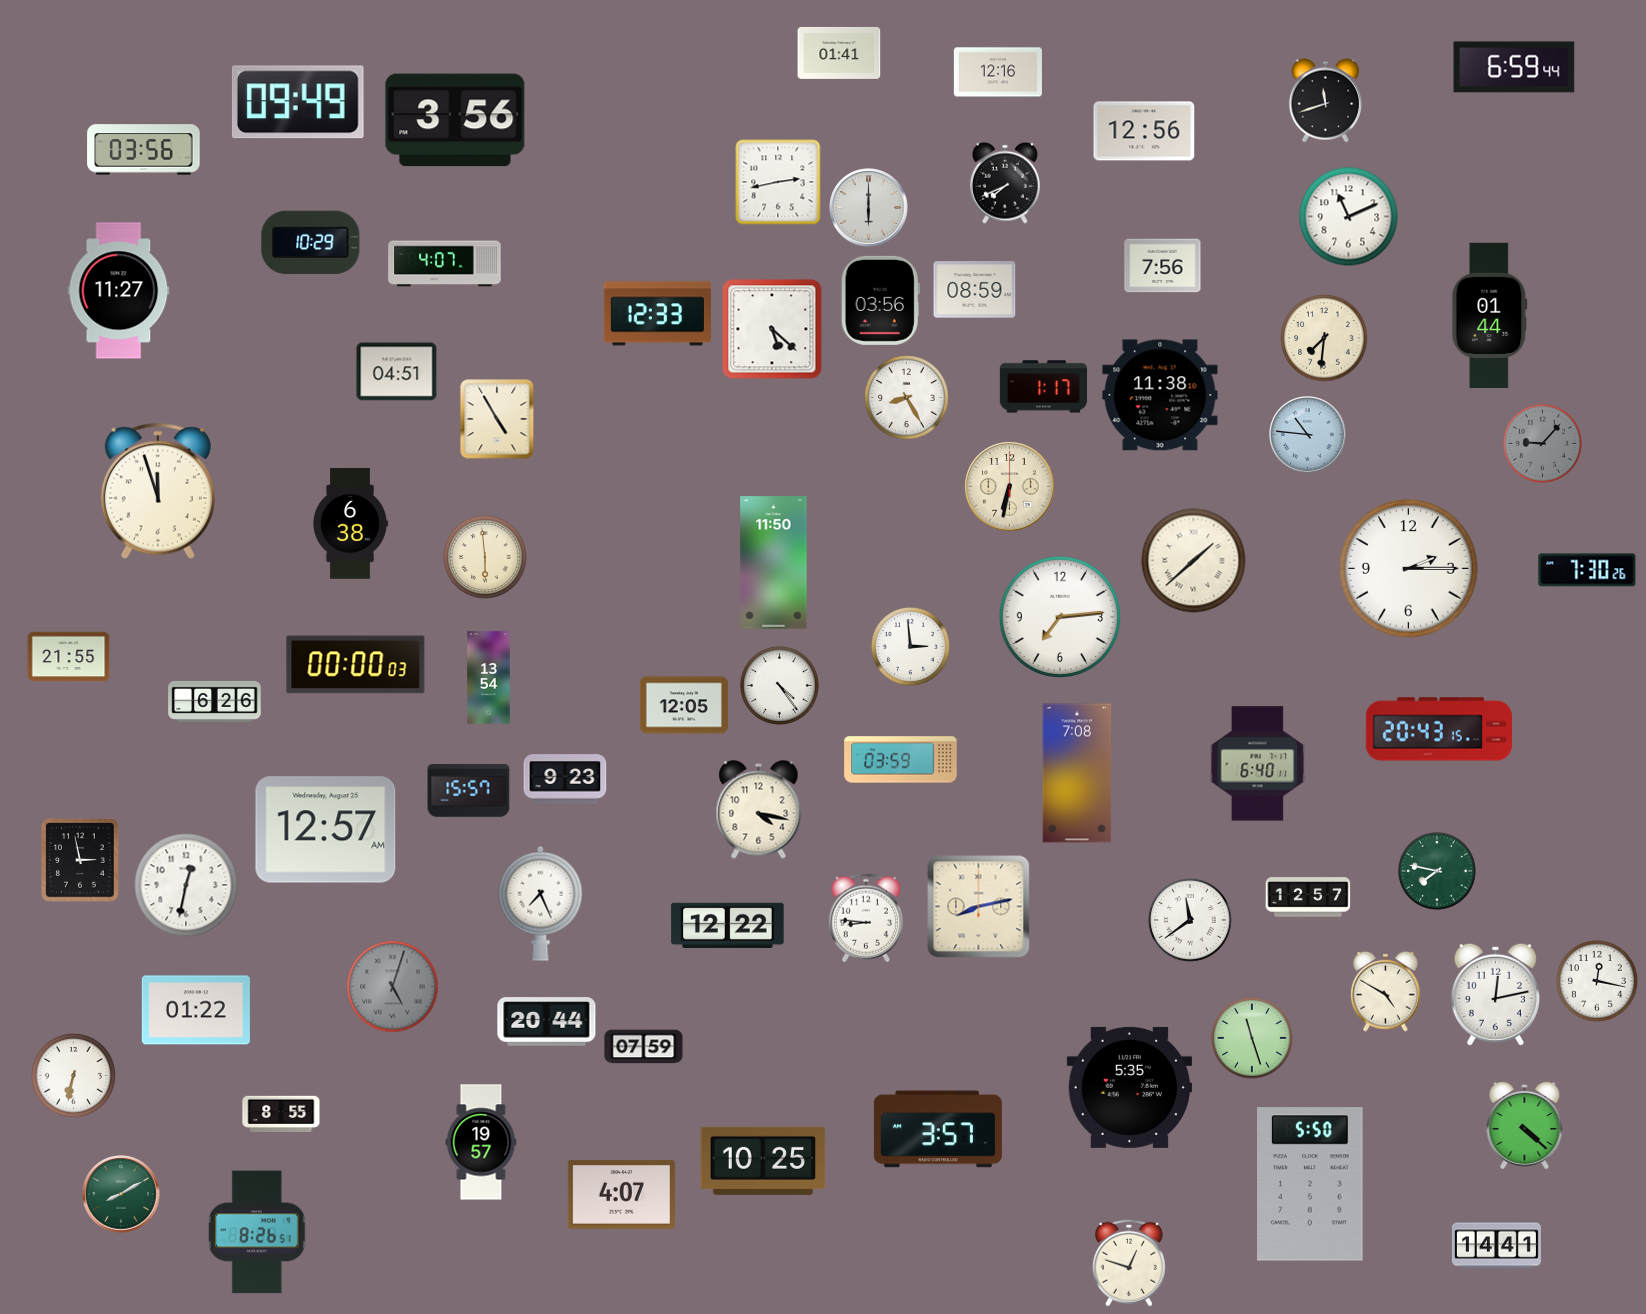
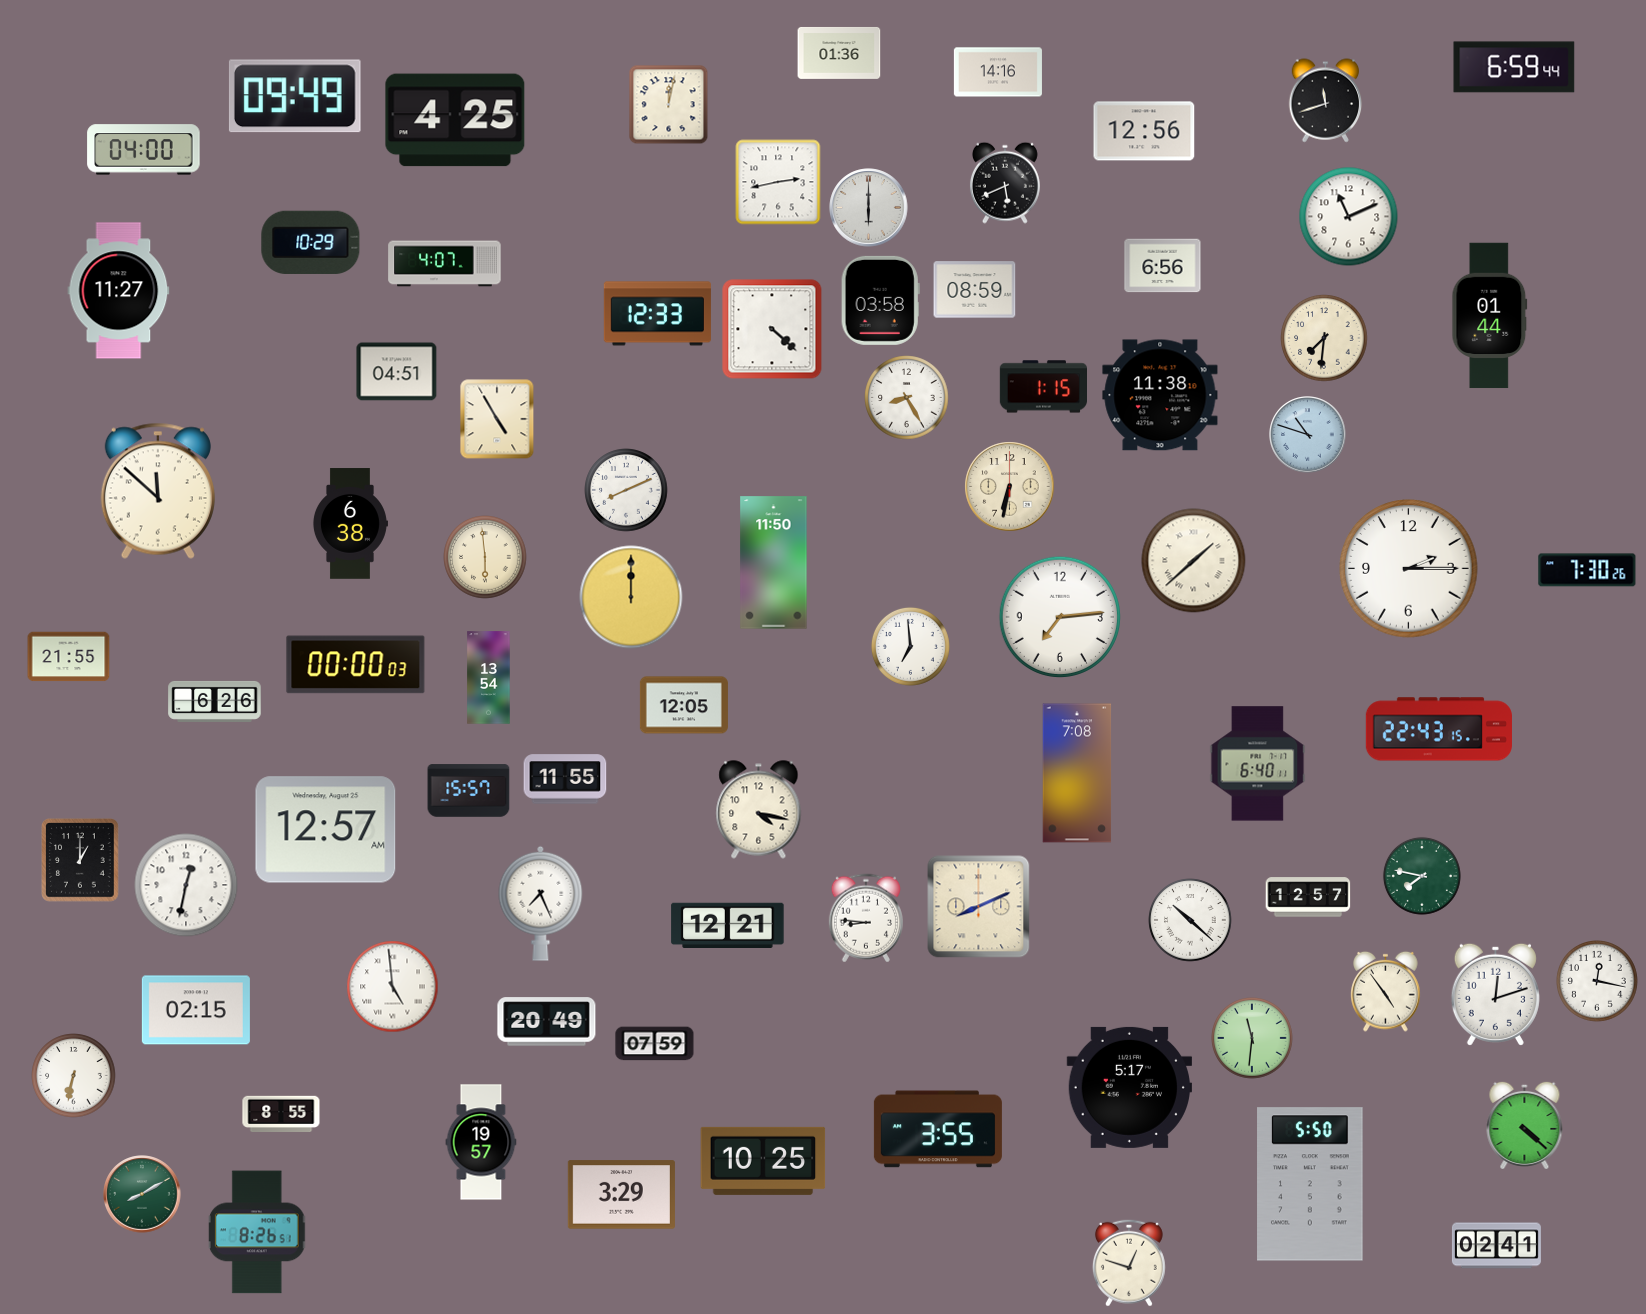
clock at (839, 53): 01:41 -> 01:36
clock at (998, 72): 12:16 -> 14:16
clock at (298, 102) position: (298, 102) -> (295, 96)
clock at (669, 105): none -> 12:02
clock at (455, 120): 3:56 -> 4:25
clock at (144, 150): 03:56 -> 04:00
clock at (1005, 183): 7:41 -> 5:41
clock at (1163, 266): 7:56 -> 6:56
clock at (880, 300): 03:56 -> 03:58
clock at (772, 329): 5:22 -> 4:22
clock at (1043, 387): 1:17 -> 1:15
clock at (1308, 435): 10:46 -> 10:48
clock at (1542, 443): 9:07 -> none
clock at (626, 490): none -> 8:11
clock at (158, 491): 11:57 -> 11:52
clock at (631, 597): none -> 12:00
clock at (910, 646): 2:59 -> 6:59
clock at (779, 685): 4:24 -> none
clock at (1439, 729): 20:43 -> 22:43
clock at (901, 760): 03:59 -> none
clock at (565, 779): 9:23 -> 11:55
clock at (80, 860): 2:58 -> 1:00
clock at (1437, 871) position: (1437, 871) -> (1422, 876)
clock at (979, 907): 8:13 -> 8:11
clock at (1190, 920): 11:39 -> 10:22
clock at (728, 925): 12:22 -> 12:21
clock at (393, 987): 5:03 -> 4:59
clock at (393, 987) dial: grey -> white
clock at (1386, 991): 4:50 -> 4:54
clock at (1495, 994): 12:13 -> 12:12
clock at (196, 1010): 01:22 -> 02:15
clock at (547, 1022): 20:44 -> 20:49
clock at (1253, 1039): 11:27 -> 11:31
clock at (644, 1047) position: (644, 1047) -> (655, 1044)
clock at (1129, 1087): 5:35 -> 5:17
clock at (938, 1129): 3:57 -> 3:55
clock at (121, 1194) position: (121, 1194) -> (142, 1194)
clock at (621, 1195): 4:07 -> 3:29
clock at (1496, 1246): 14:41 -> 02:41
